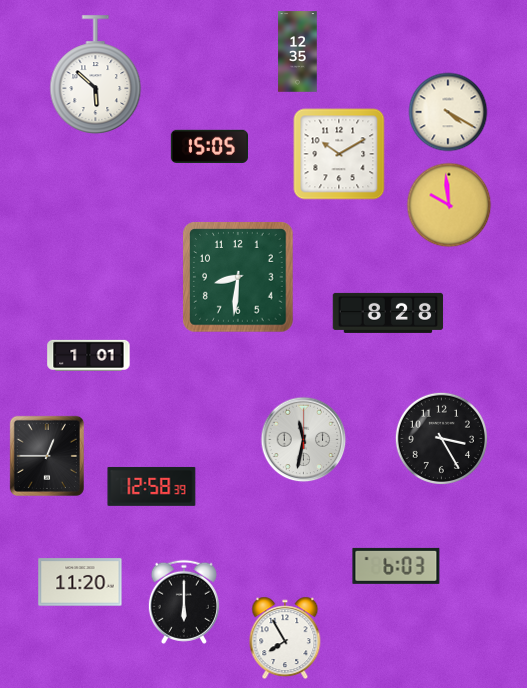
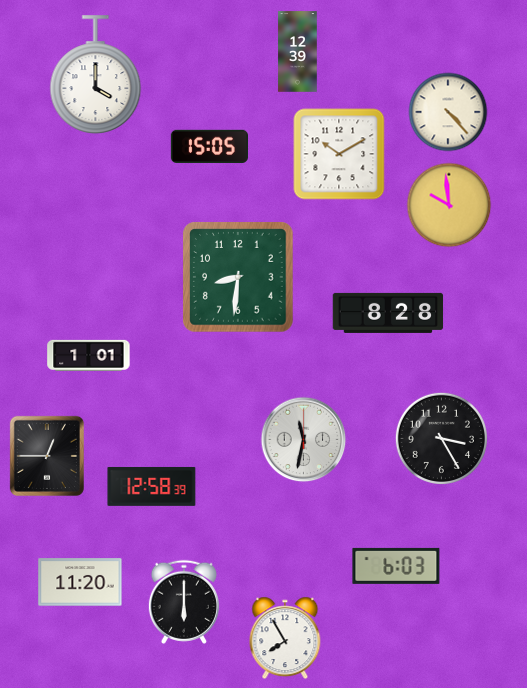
clock at (298, 52): 12:35 -> 12:39
clock at (96, 75): 5:52 -> 4:00
clock at (448, 112): 4:20 -> 4:23
